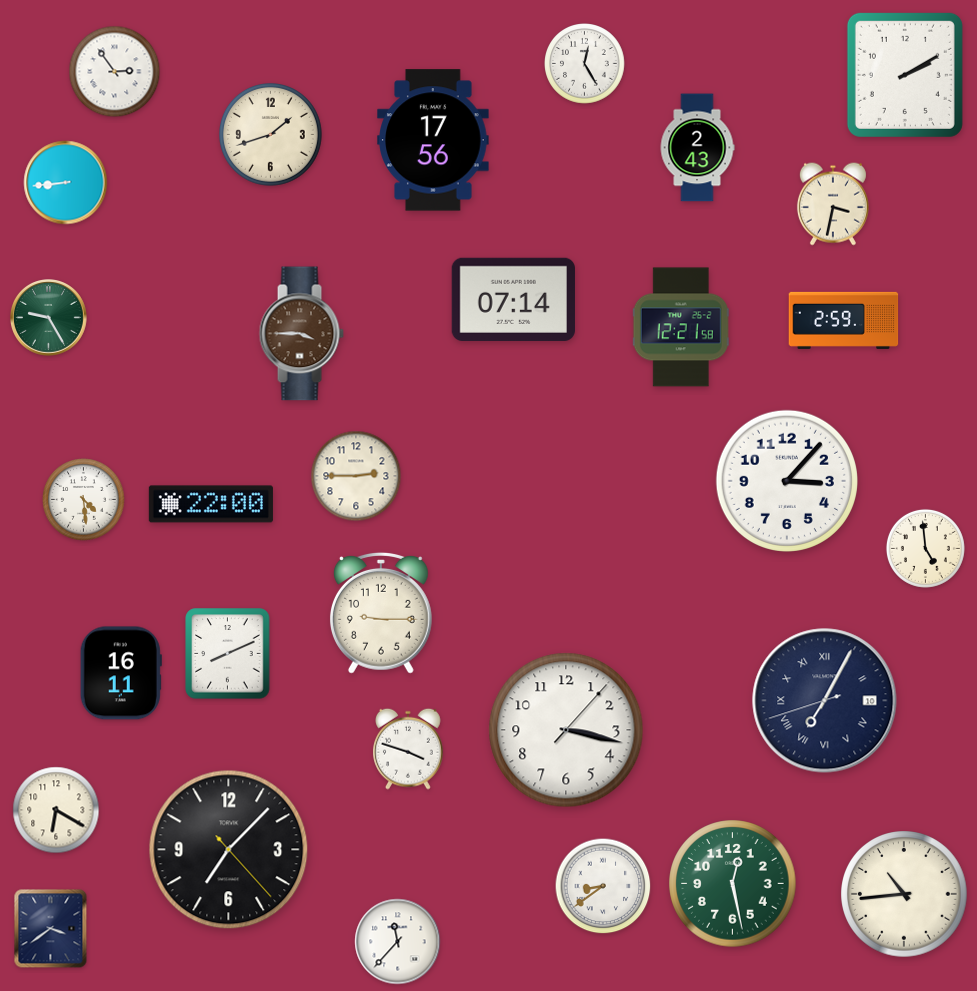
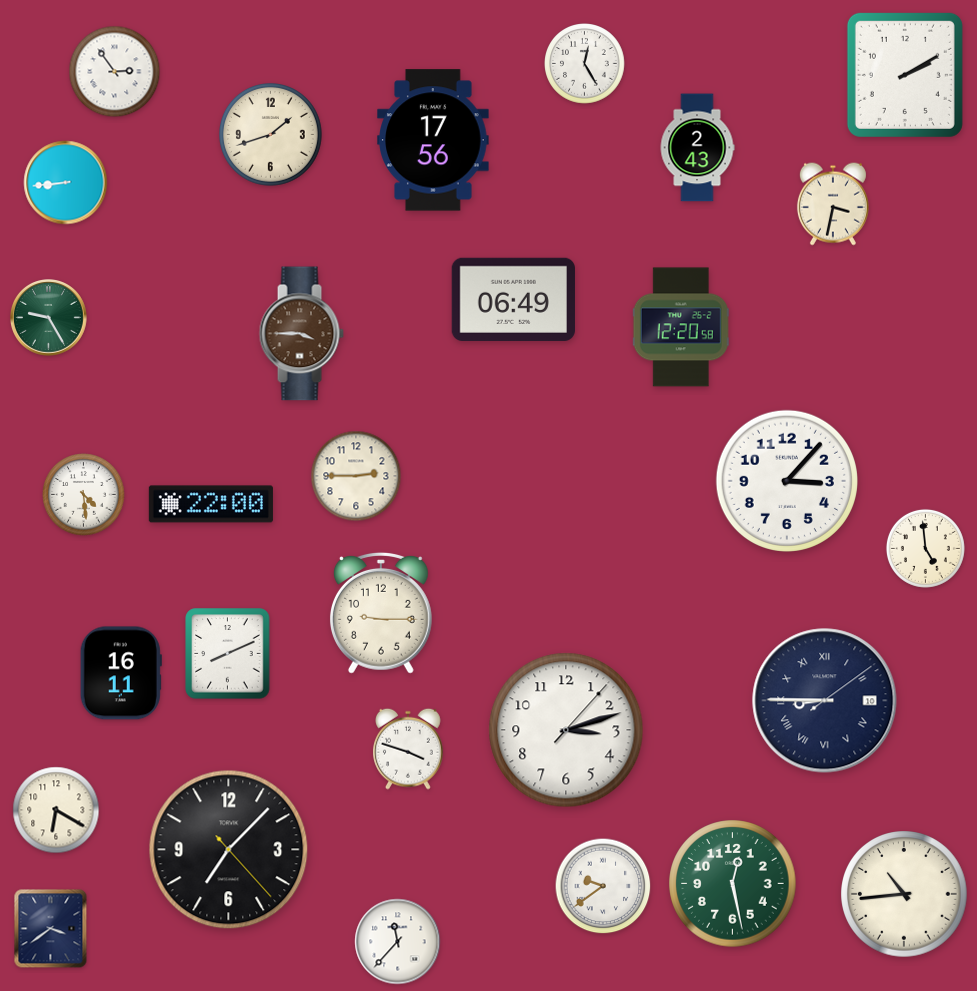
clock at (513, 299): 07:14 -> 06:49
clock at (844, 320): 2:59 -> none
clock at (681, 327): 12:21 -> 12:20
clock at (84, 500) position: (84, 500) -> (84, 495)
clock at (825, 701): 7:04 -> 8:45
clock at (566, 730): 3:17 -> 3:12
clock at (603, 886): 8:39 -> 9:39
